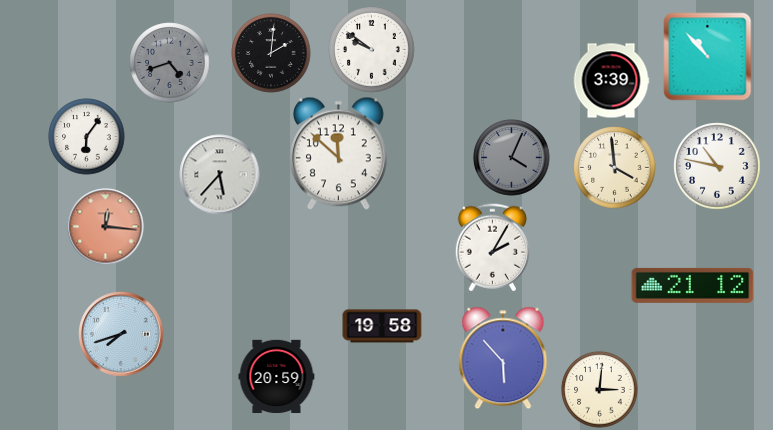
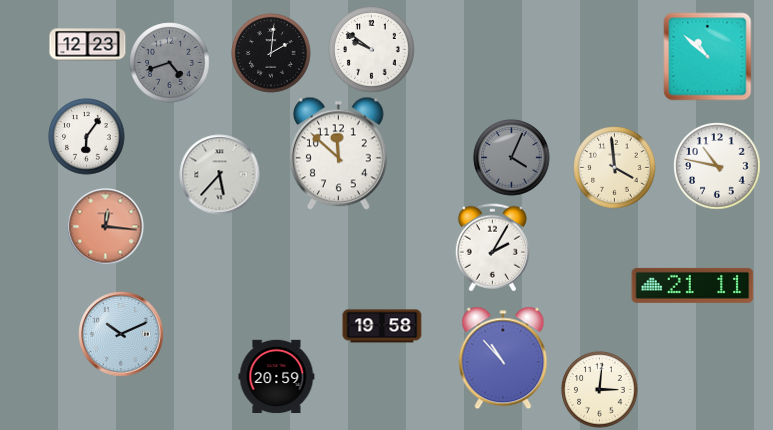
clock at (88, 45): none -> 12:23
clock at (708, 57): 10:53 -> 10:52
clock at (611, 81): 3:39 -> none
clock at (693, 285): 21:12 -> 21:11
clock at (121, 334): 7:42 -> 10:11
clock at (503, 358): 5:53 -> 10:53
